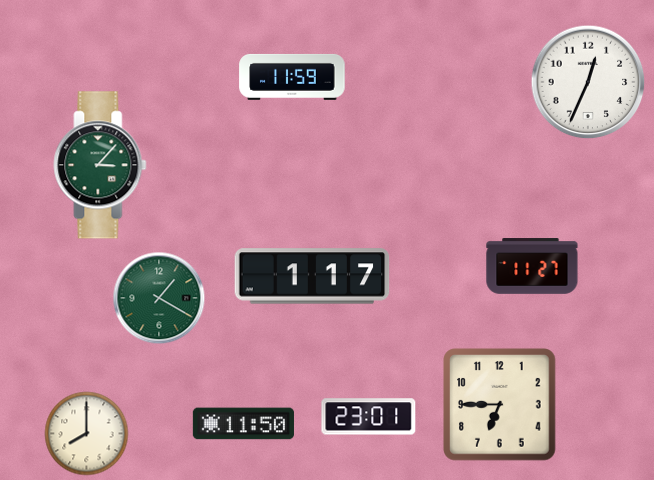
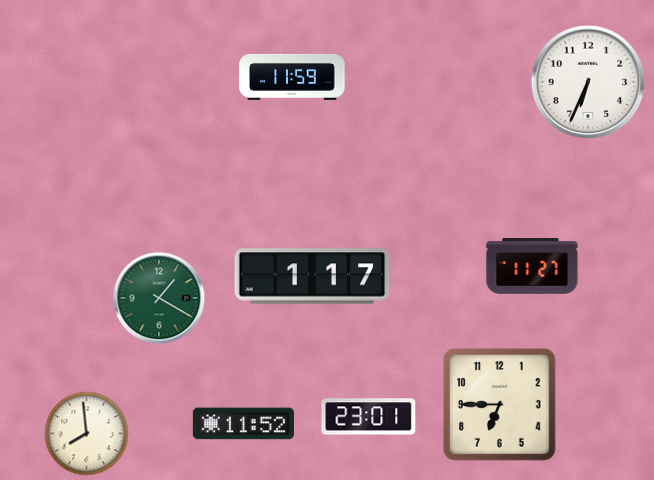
clock at (588, 82): 12:34 -> 6:34
clock at (100, 165): 3:07 -> none
clock at (243, 424): 11:50 -> 11:52
clock at (87, 434): 8:00 -> 7:59
